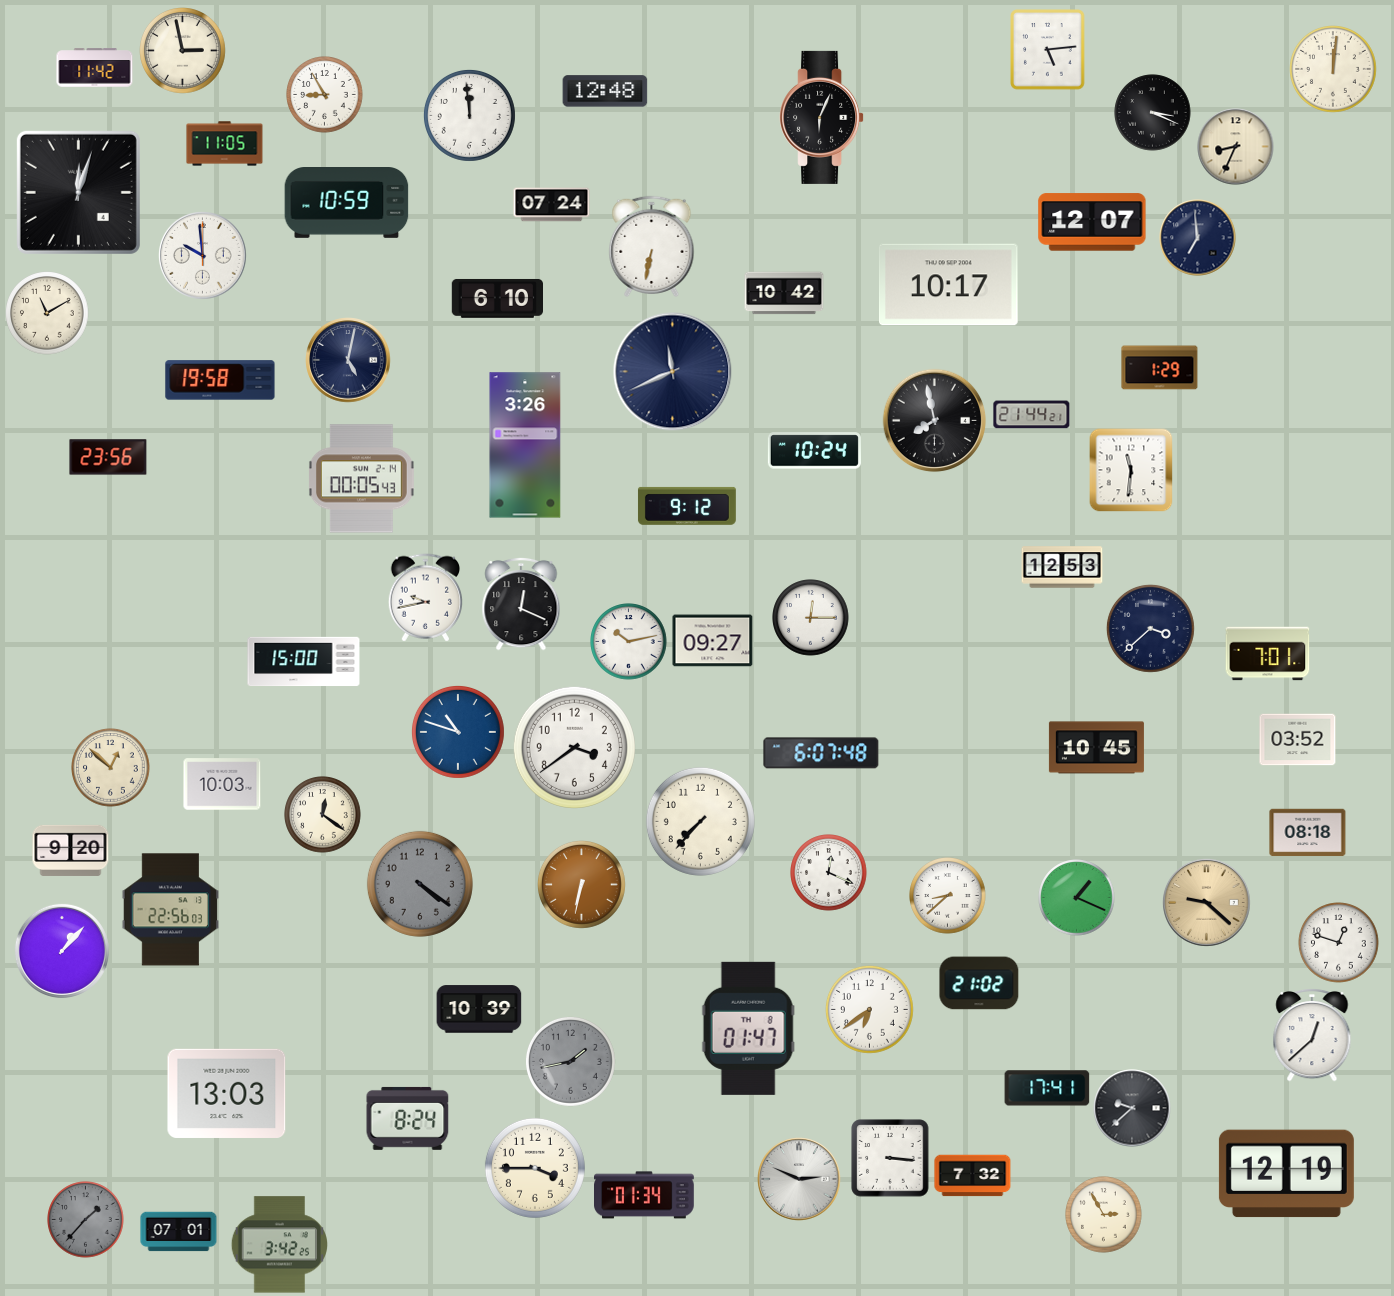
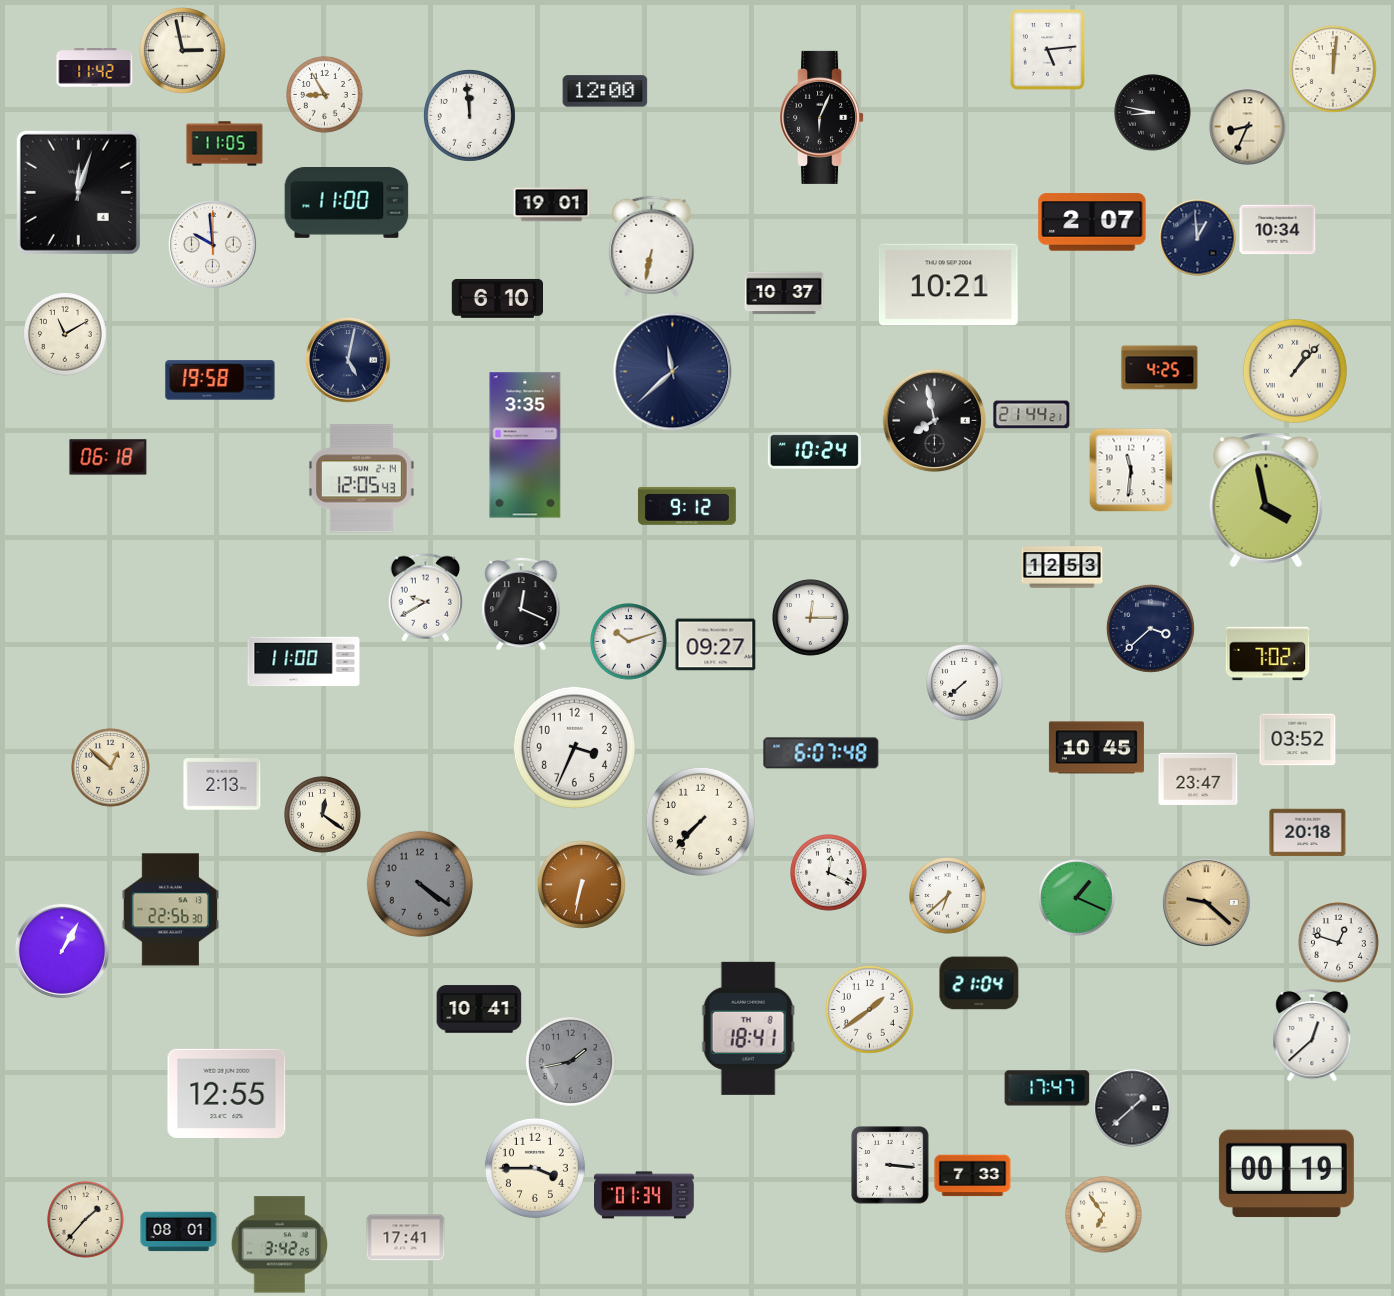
clock at (605, 91): 12:48 -> 12:00
clock at (1153, 113): 3:19 -> 8:47
clock at (1236, 147) position: (1236, 147) -> (1248, 127)
clock at (347, 203): 10:59 -> 11:00
clock at (552, 205): 07:24 -> 19:01
clock at (1092, 222): 12:07 -> 2:07
clock at (1278, 230): none -> 10:34
clock at (1198, 238): 6:59 -> 12:59
clock at (203, 256) position: (203, 256) -> (213, 245)
clock at (949, 285): 10:17 -> 10:21
clock at (784, 293): 10:42 -> 10:37
clock at (48, 314) position: (48, 314) -> (66, 335)
clock at (1160, 368): 1:29 -> 4:25
clock at (1295, 371): none -> 1:07
clock at (673, 372): 11:41 -> 11:38
clock at (525, 445): 3:26 -> 3:35
clock at (108, 457): 23:56 -> 06:18
clock at (361, 479): 00:05 -> 12:05
clock at (1266, 500): none -> 3:58
clock at (425, 598): 9:43 -> 9:40
clock at (713, 641) position: (713, 641) -> (716, 645)
clock at (629, 642): 10:13 -> 10:12
clock at (1268, 654): 7:01 -> 7:02
clock at (304, 662): 15:00 -> 11:00
clock at (965, 683): none -> 7:38
clock at (458, 732): 10:48 -> none
clock at (574, 747): 3:39 -> 3:34
clock at (1198, 779): none -> 23:47
clock at (222, 784): 10:03 -> 2:13
clock at (1308, 833): 08:18 -> 20:18
clock at (71, 850): 9:20 -> none
clock at (948, 896): 8:38 -> 6:38
clock at (171, 910): 22:56:03 -> 22:56:30
clock at (62, 951): 1:07 -> 1:05
clock at (979, 983): 21:02 -> 21:04
clock at (479, 1009): 10:39 -> 10:41
clock at (870, 1010): 6:39 -> 1:39
clock at (748, 1028): 01:47 -> 18:41
clock at (1047, 1088): 17:41 -> 17:47
clock at (227, 1093): 13:03 -> 12:55
clock at (1132, 1108): 9:38 -> 1:38
clock at (408, 1118): 8:24 -> none
clock at (890, 1158) position: (890, 1158) -> (890, 1165)
clock at (1286, 1174): 12:19 -> 00:19
clock at (973, 1176): 7:32 -> 7:33
clock at (799, 1179): 2:49 -> none
clock at (1104, 1215): 2:55 -> 6:54
clock at (86, 1220) dial: grey -> cream
clock at (179, 1232): 07:01 -> 08:01
clock at (406, 1238): none -> 17:41
